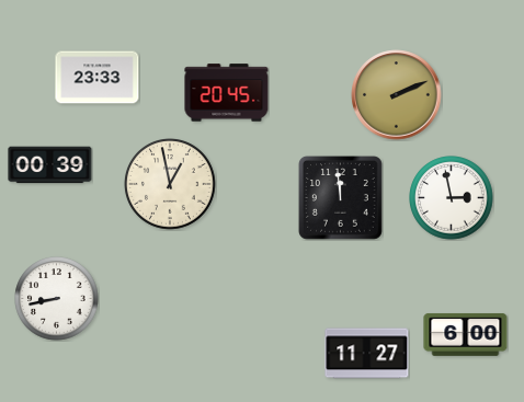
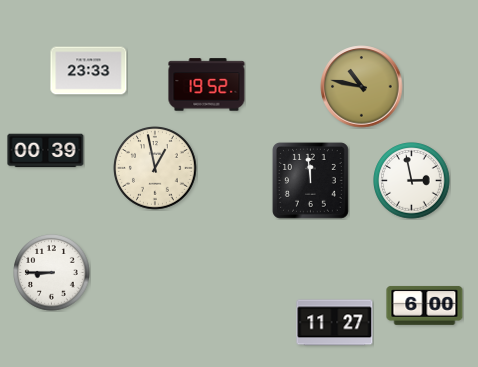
clock at (227, 93): 20:45 -> 19:52
clock at (397, 95): 2:11 -> 10:47
clock at (57, 299): 8:43 -> 8:45
